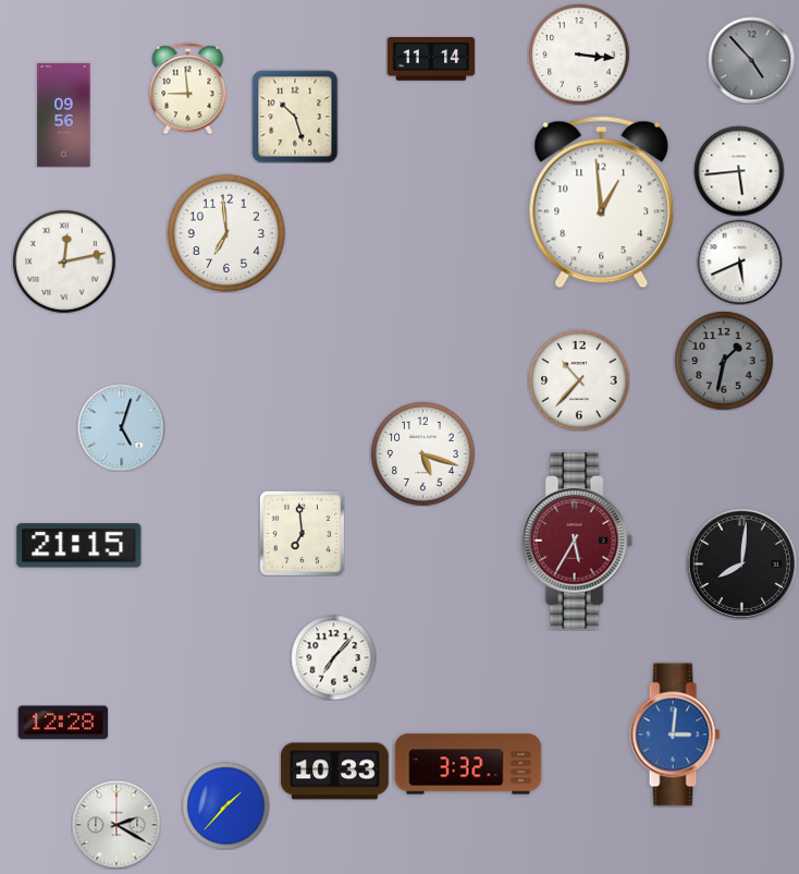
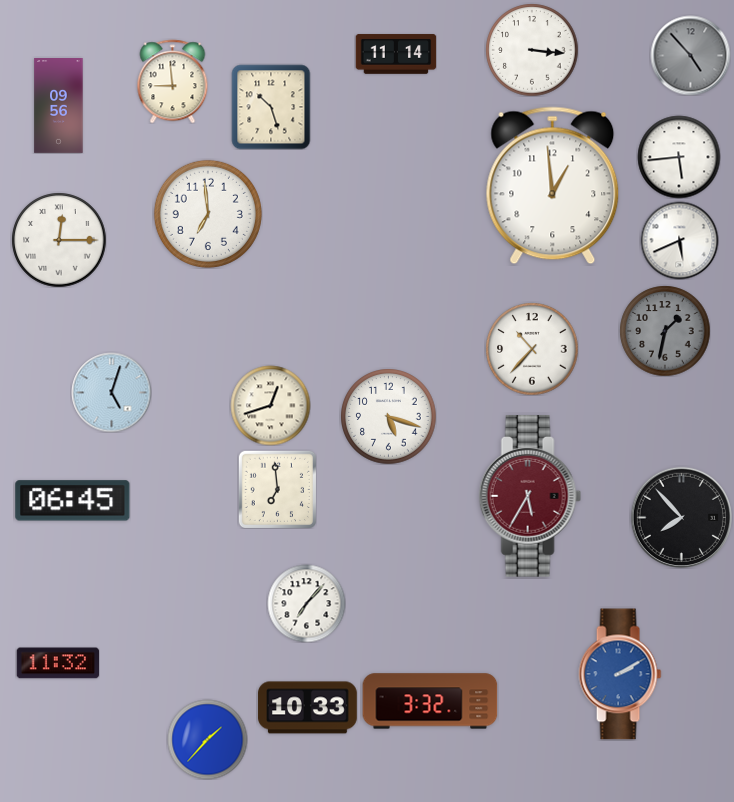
clock at (64, 262): 12:13 -> 12:15
clock at (270, 405): none -> 12:42
clock at (79, 546): 21:15 -> 06:45
clock at (741, 563): 8:01 -> 7:53
clock at (63, 723): 12:28 -> 11:32
clock at (675, 735): 3:01 -> 2:10
clock at (116, 825): 2:20 -> none
